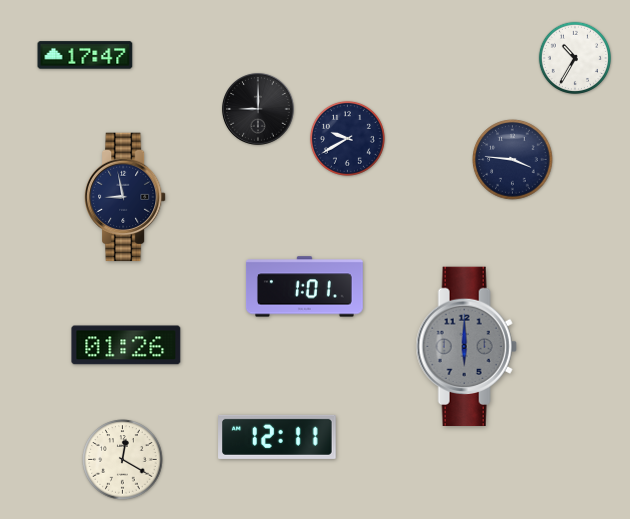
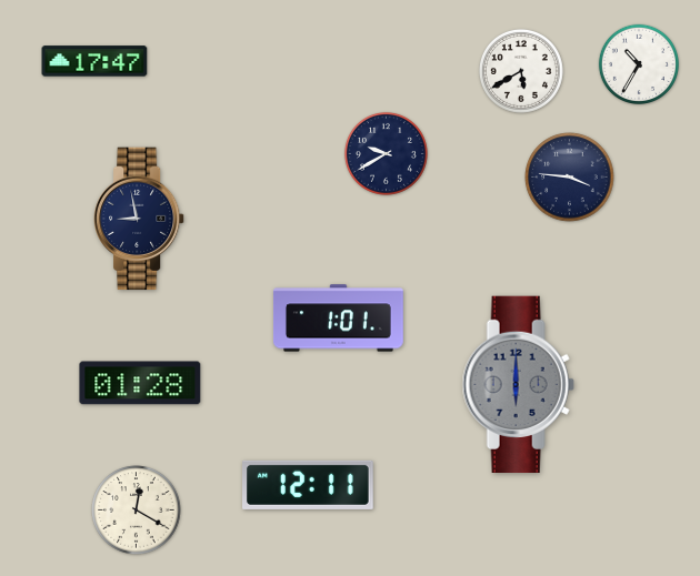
clock at (521, 71): none -> 5:40
clock at (258, 109): 9:00 -> none
clock at (126, 345): 01:26 -> 01:28
